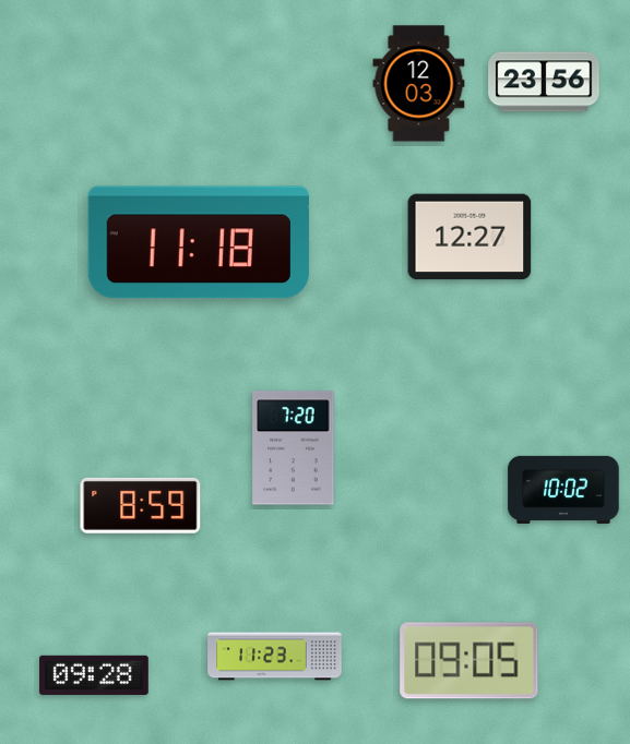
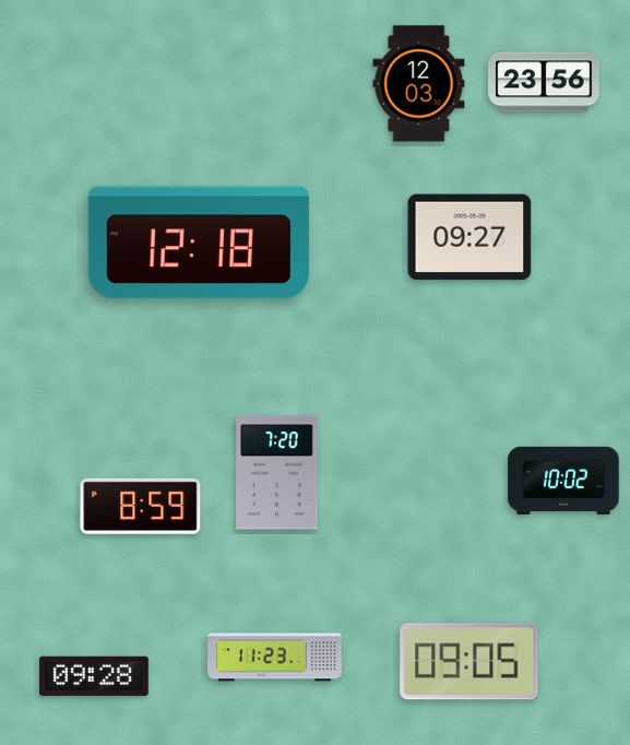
clock at (469, 237): 12:27 -> 09:27
clock at (199, 242): 11:18 -> 12:18
clock at (294, 448) position: (294, 448) -> (277, 473)
clock at (563, 490) position: (563, 490) -> (563, 481)
